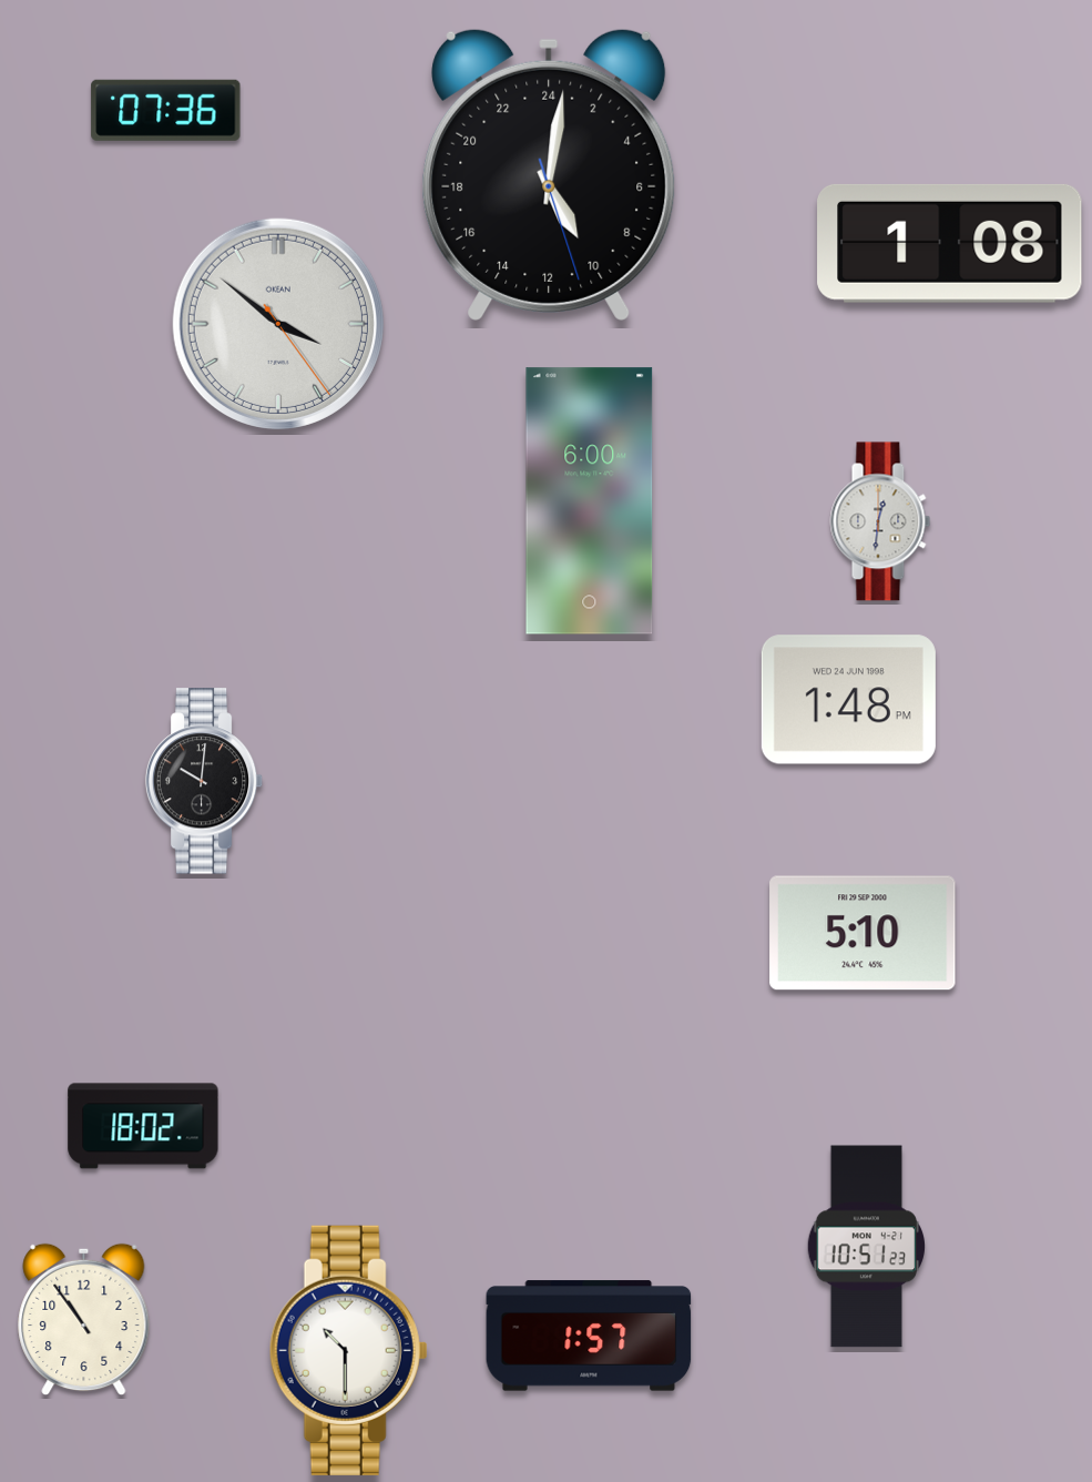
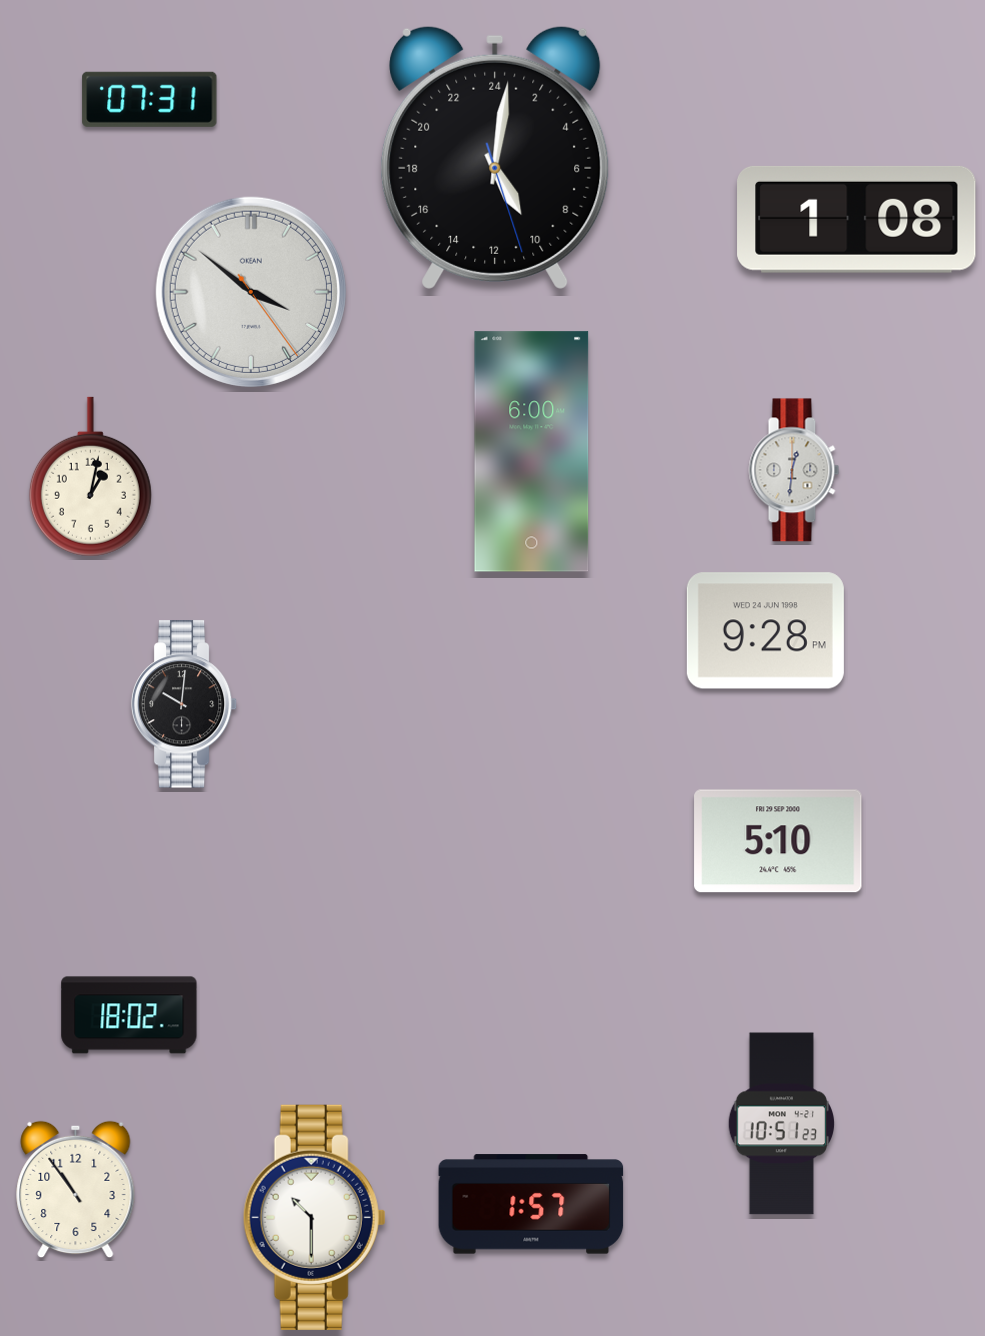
clock at (166, 110): 07:36 -> 07:31
clock at (90, 477): none -> 1:02
clock at (848, 700): 1:48 -> 9:28
